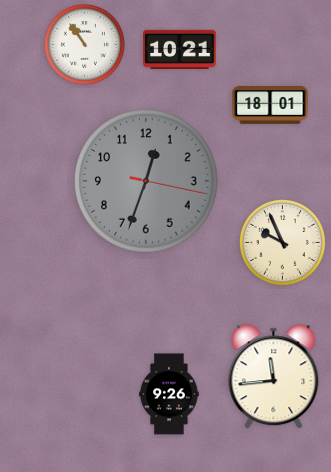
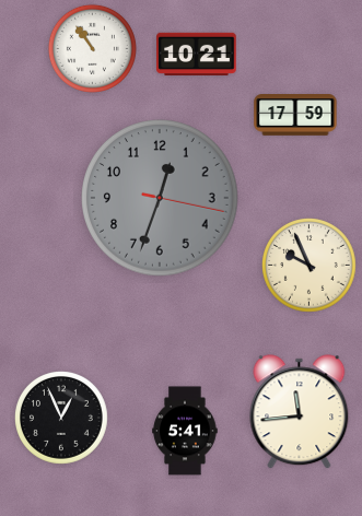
clock at (270, 105): 18:01 -> 17:59
clock at (62, 419): none -> 12:56
clock at (169, 394): 9:26 -> 5:41
